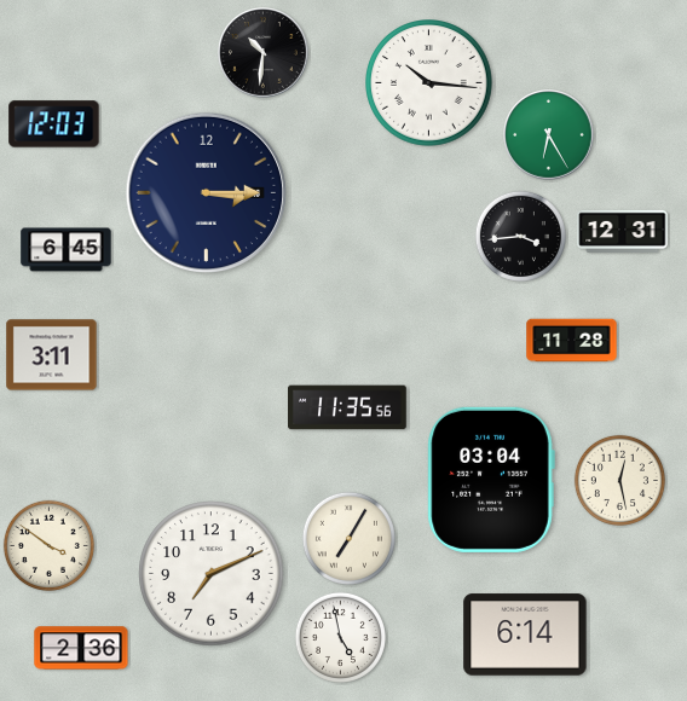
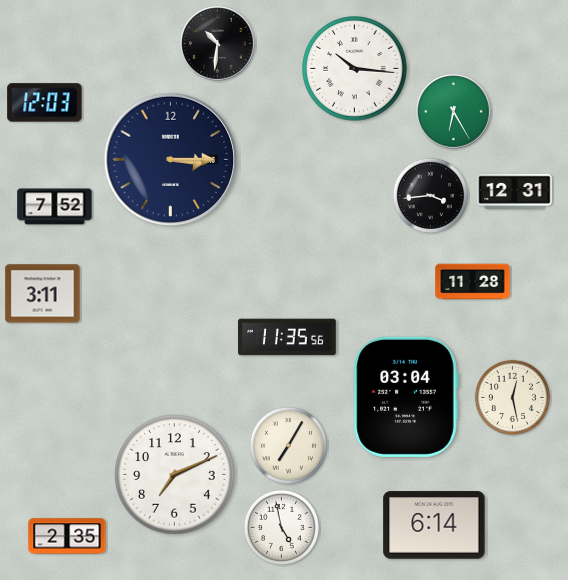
clock at (67, 250): 6:45 -> 7:52
clock at (48, 545): 3:51 -> none
clock at (81, 648): 2:36 -> 2:35
